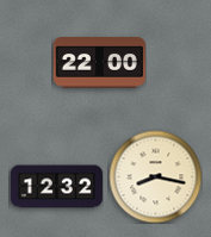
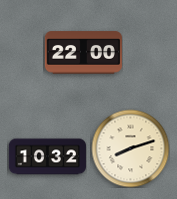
clock at (155, 176): 8:17 -> 8:12
clock at (56, 187): 12:32 -> 10:32
